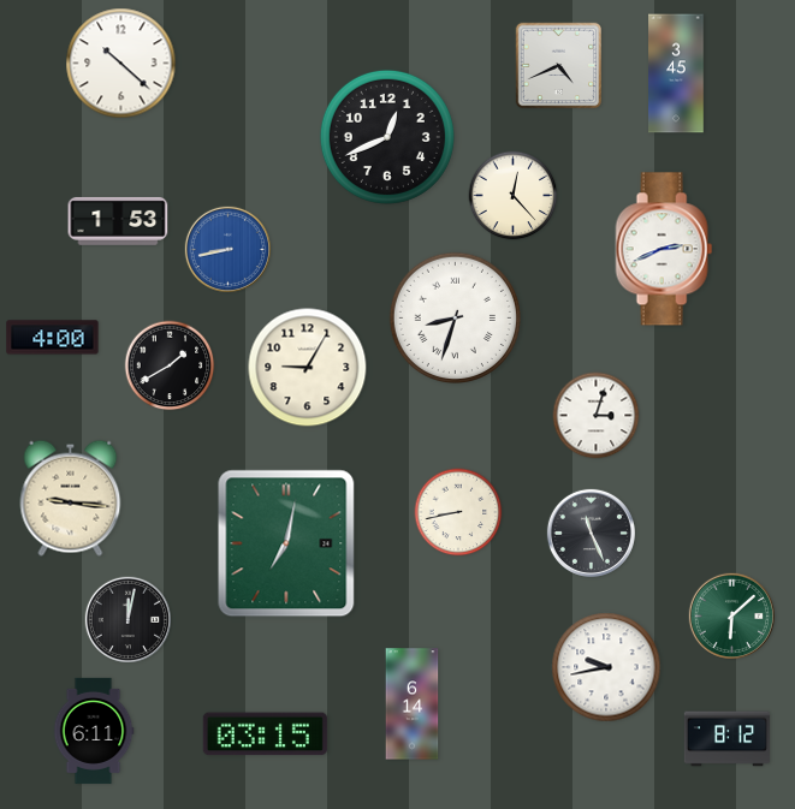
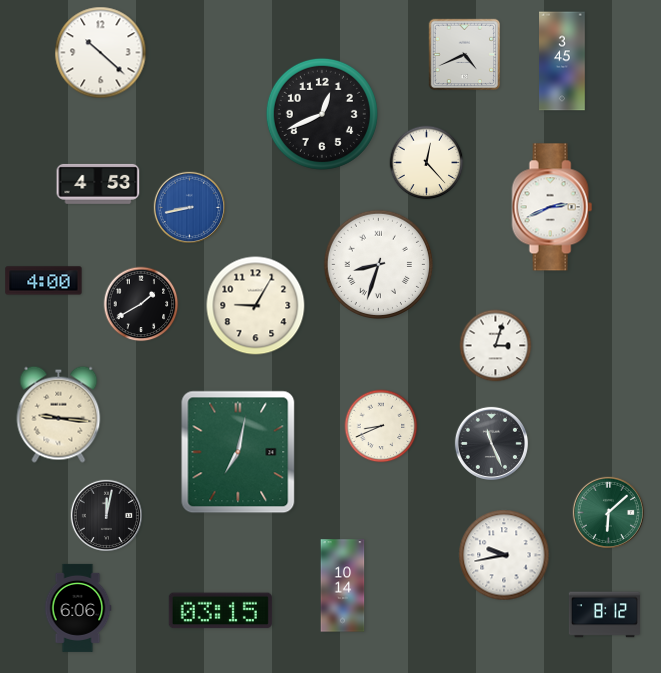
clock at (118, 221): 1:53 -> 4:53
clock at (458, 512): 8:43 -> 8:41
clock at (413, 704): 6:14 -> 10:14
clock at (94, 731): 6:11 -> 6:06
